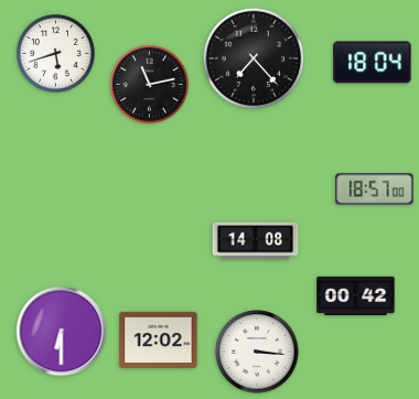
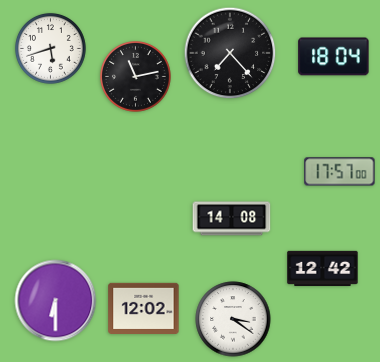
clock at (373, 63) position: (373, 63) -> (334, 57)
clock at (375, 190): 18:57 -> 17:57
clock at (356, 296): 00:42 -> 12:42
clock at (257, 352): 3:16 -> 3:21
